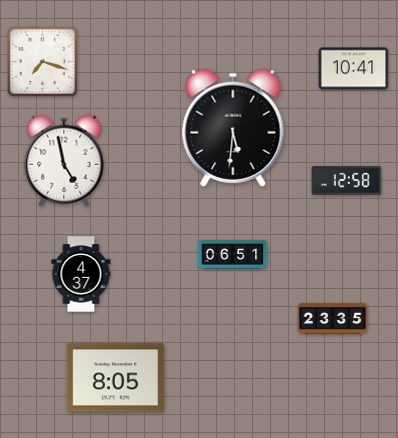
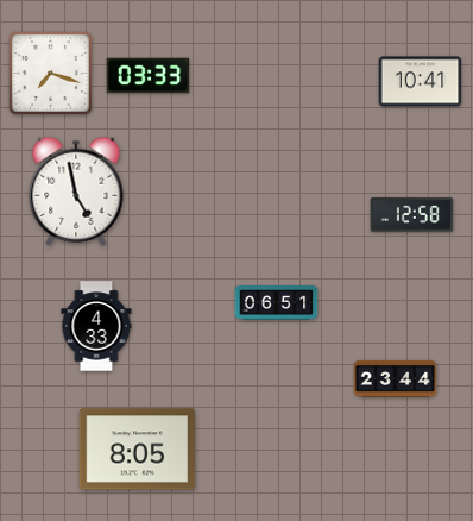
clock at (149, 76): none -> 03:33
clock at (233, 128): 5:31 -> none
clock at (81, 274): 4:37 -> 4:33
clock at (333, 318): 23:35 -> 23:44
